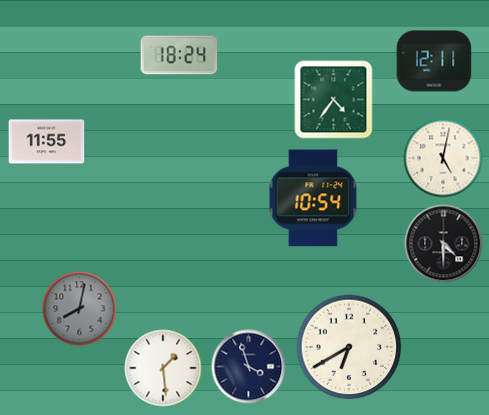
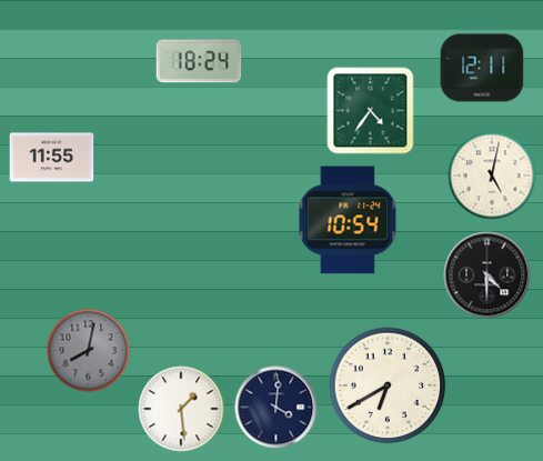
clock at (444, 244) position: (444, 244) -> (487, 275)
clock at (80, 309) position: (80, 309) -> (89, 351)
clock at (249, 367): 3:57 -> 4:01
